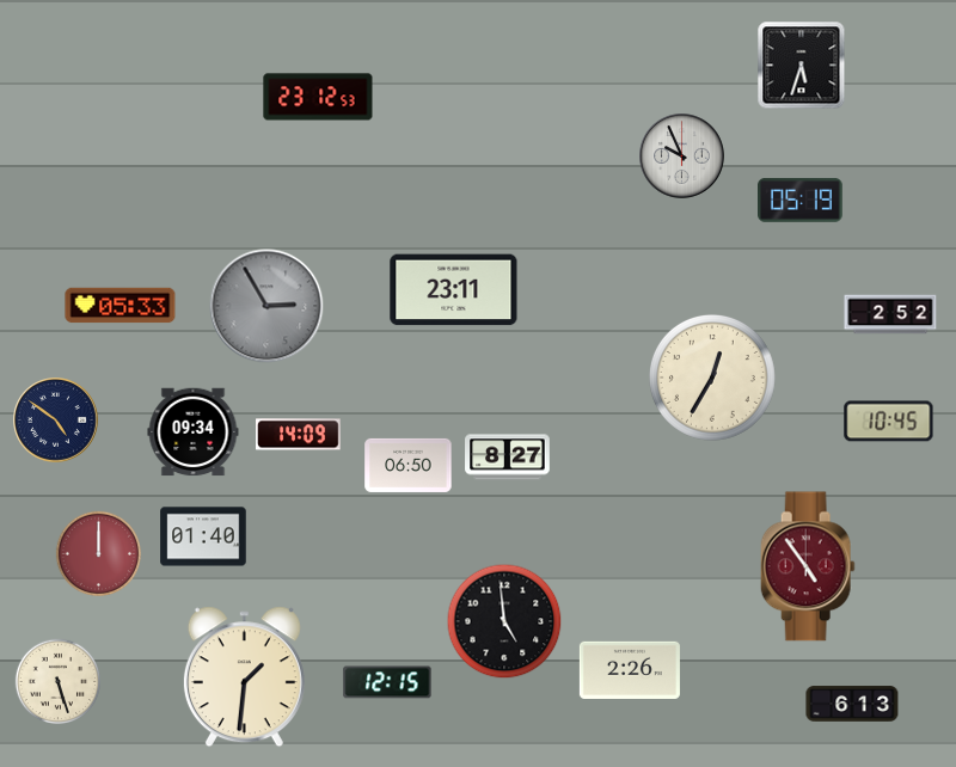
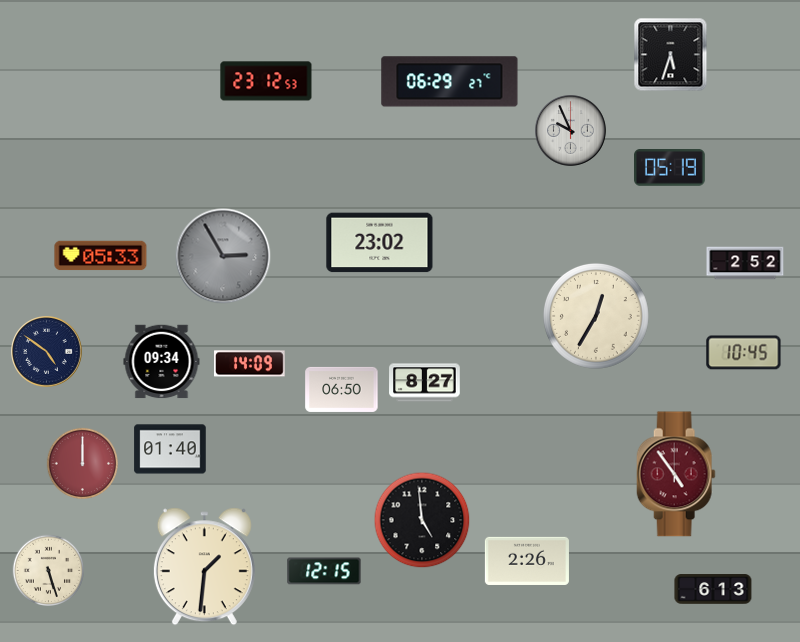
clock at (450, 82): none -> 06:29
clock at (454, 290): 23:11 -> 23:02
